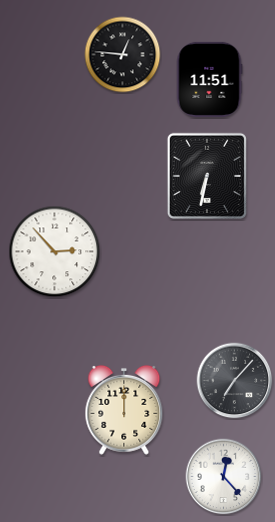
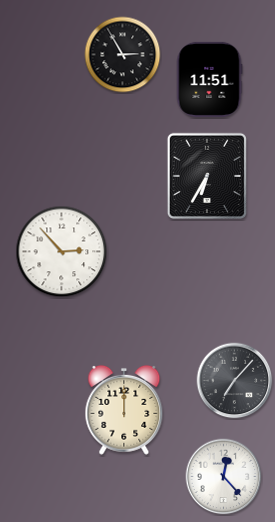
clock at (123, 55): 12:46 -> 2:55
clock at (206, 175): 6:32 -> 6:35
clock at (55, 252) position: (55, 252) -> (62, 252)
